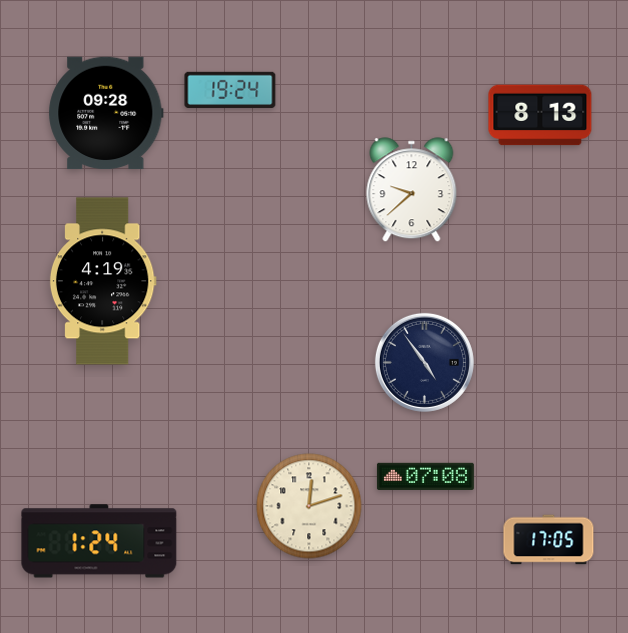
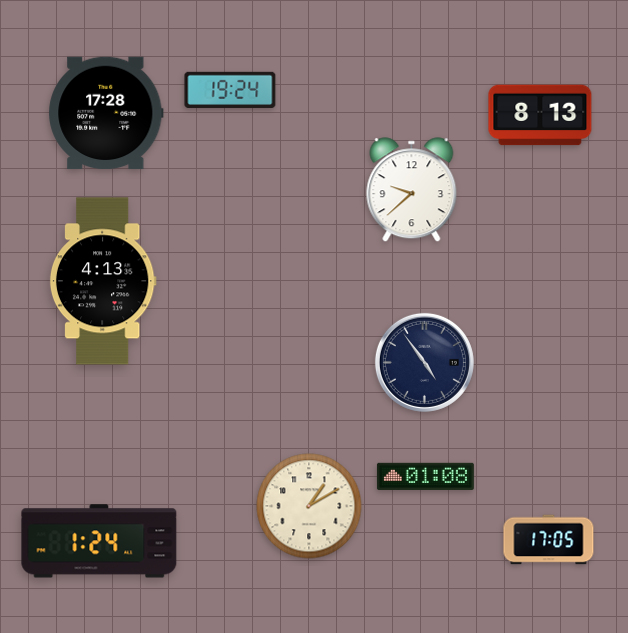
clock at (106, 113): 09:28 -> 17:28
clock at (103, 281): 4:19 -> 4:13
clock at (425, 476): 07:08 -> 01:08
clock at (309, 506): 12:12 -> 1:10
